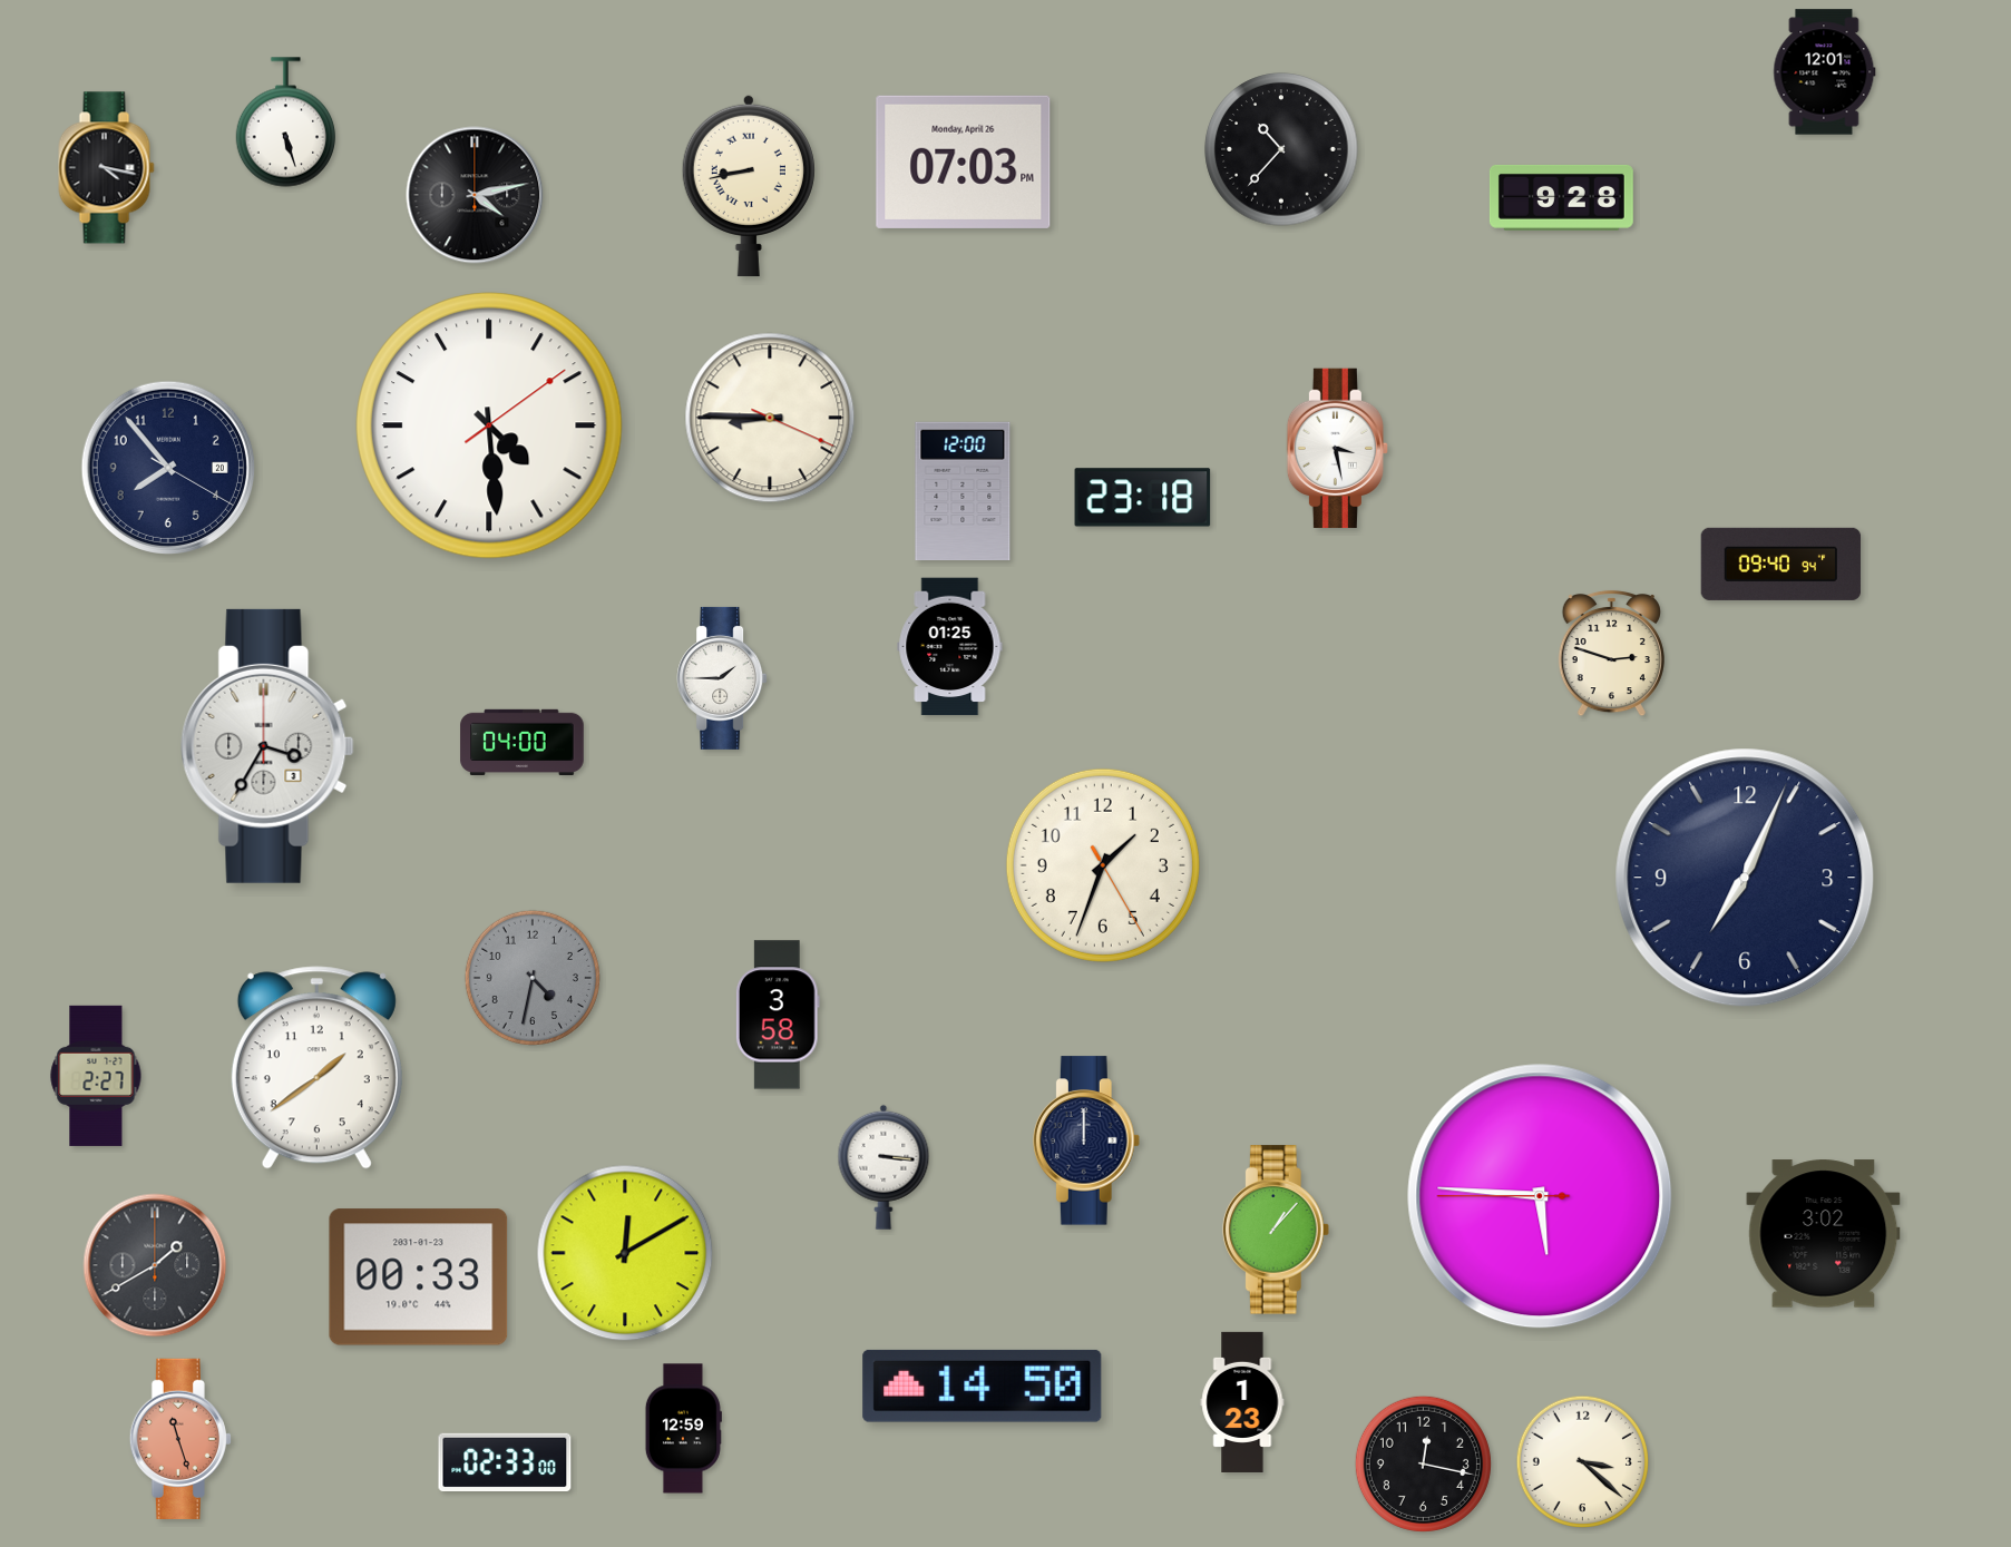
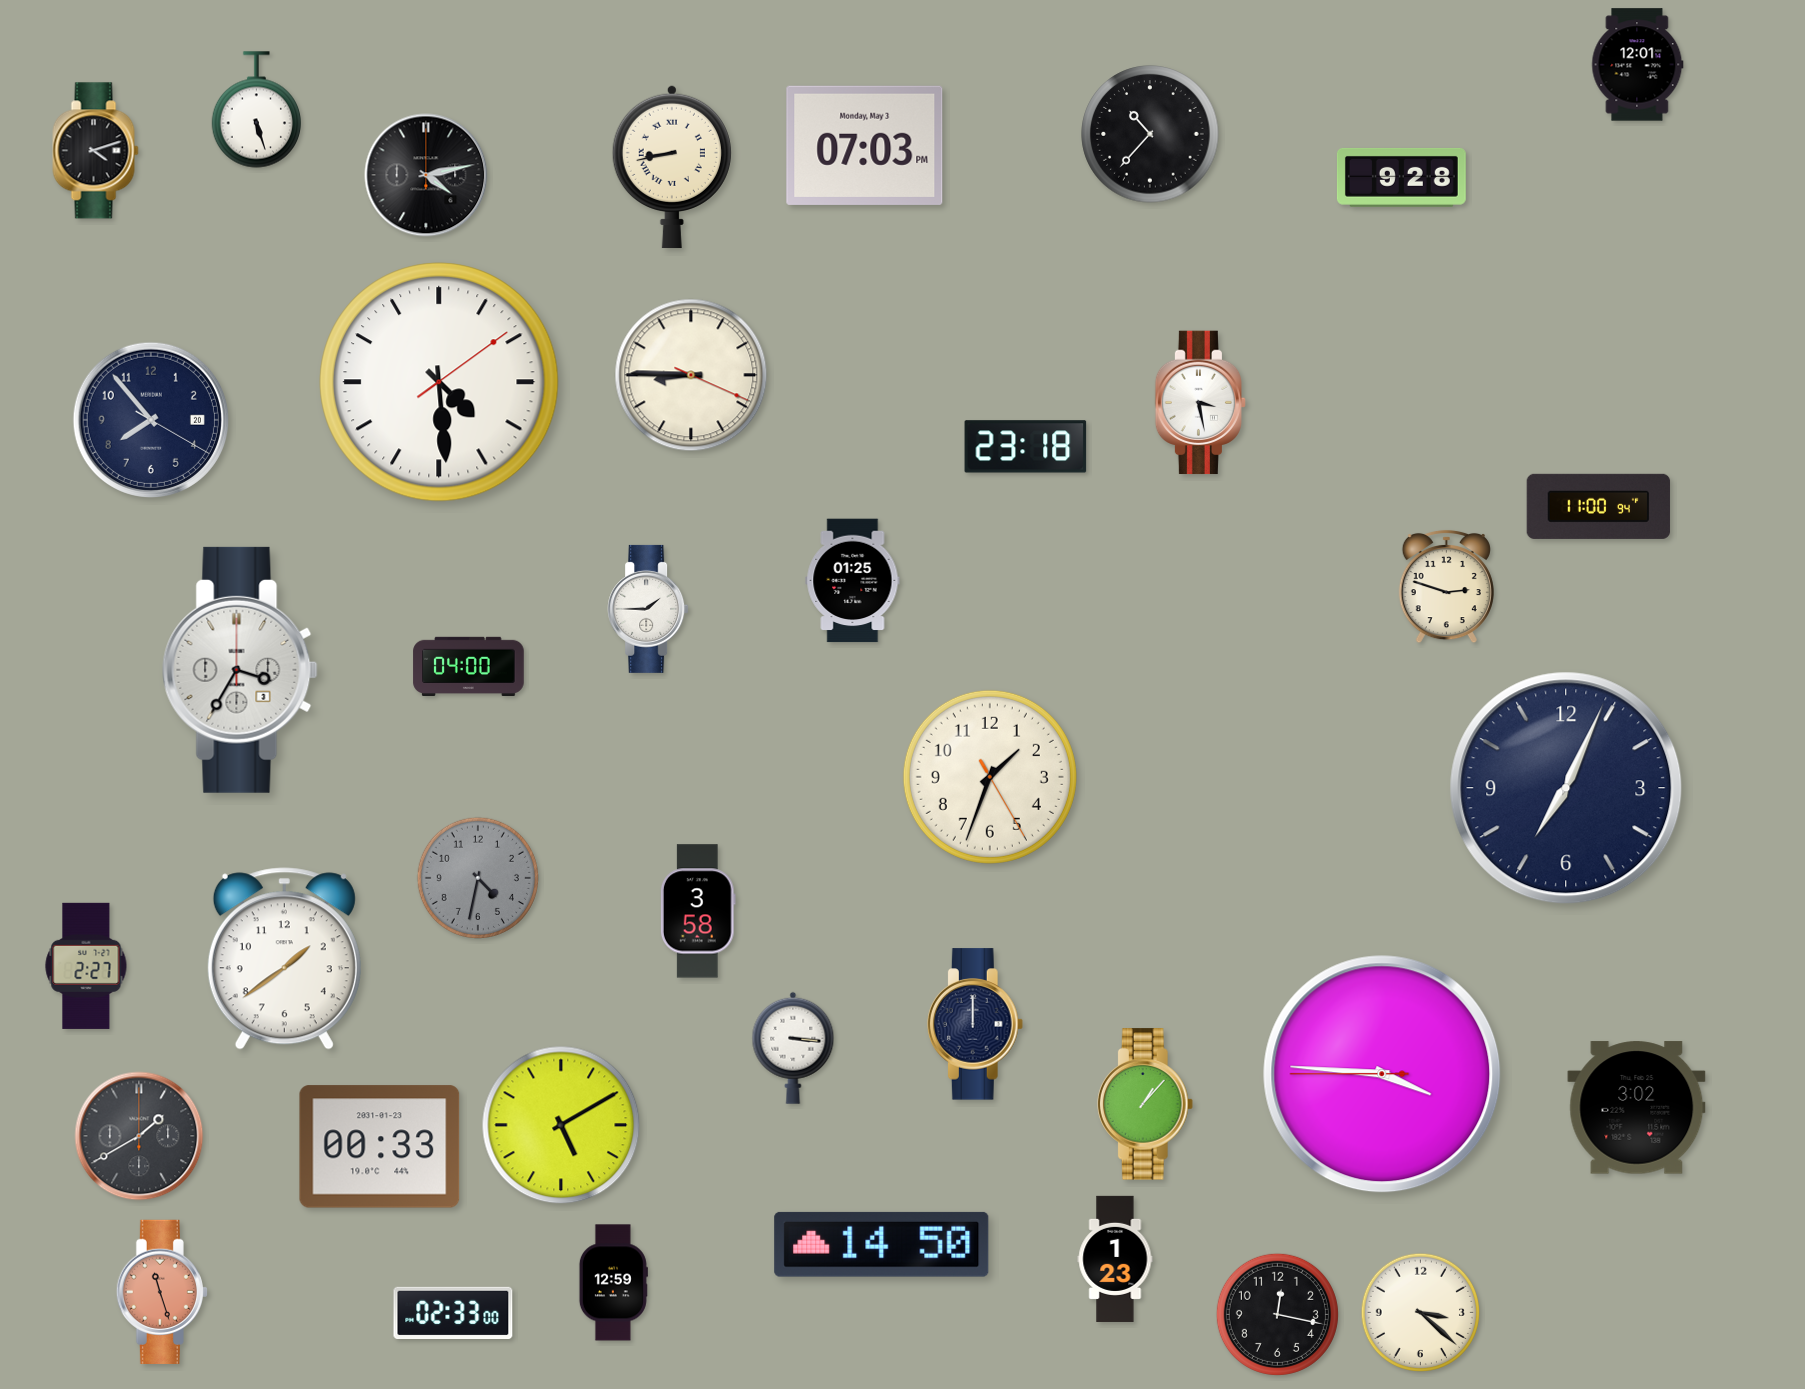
clock at (964, 161) date: Monday, April 26 -> Monday, May 3
clock at (107, 168): 4:17 -> 4:12
clock at (963, 491): 12:00 -> none
clock at (1781, 564): 09:40 -> 11:00
clock at (1540, 1196): 5:45 -> 3:45
clock at (625, 1253): 12:10 -> 5:10
clock at (419, 1277) position: (419, 1277) -> (380, 1147)
